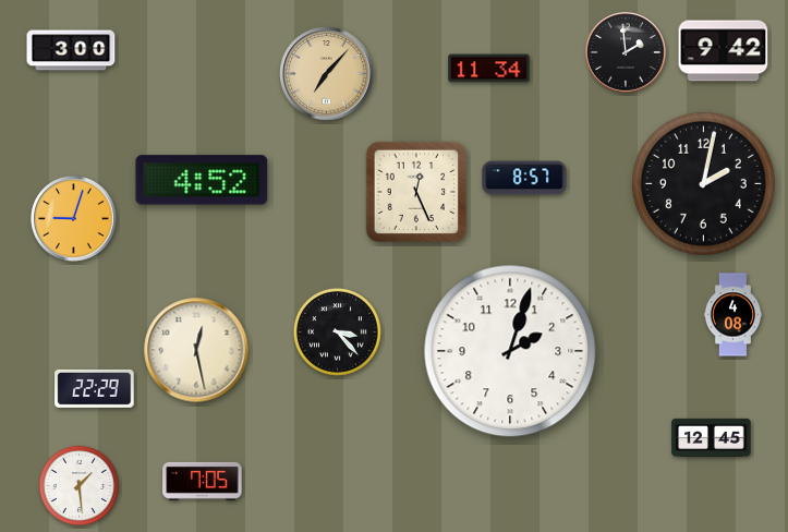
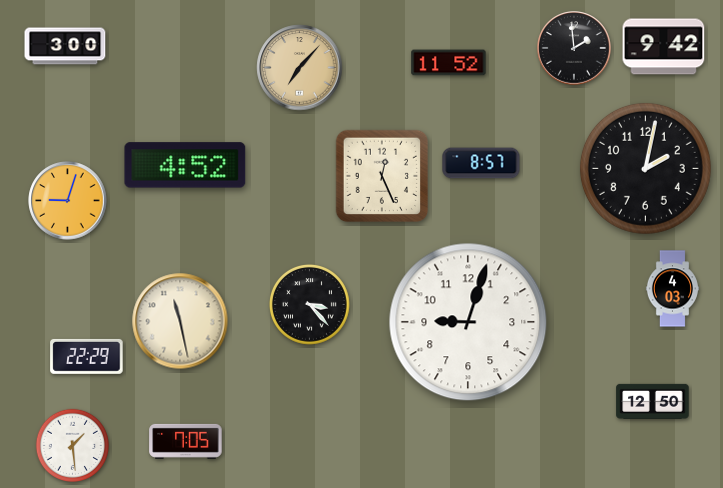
clock at (489, 69): 11:34 -> 11:52
clock at (732, 315): 4:08 -> 4:03
clock at (196, 350): 12:28 -> 11:28
clock at (510, 351): 2:03 -> 9:03
clock at (712, 437): 12:45 -> 12:50
